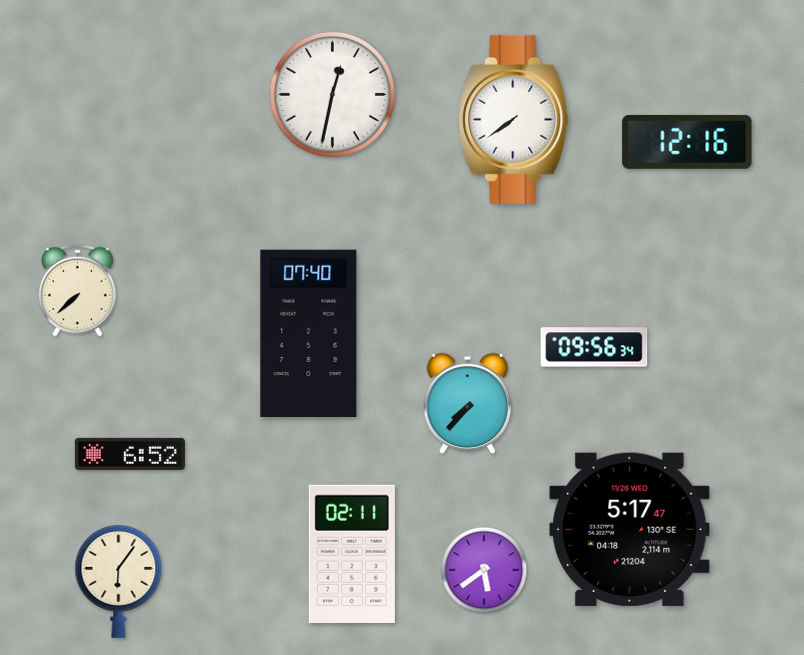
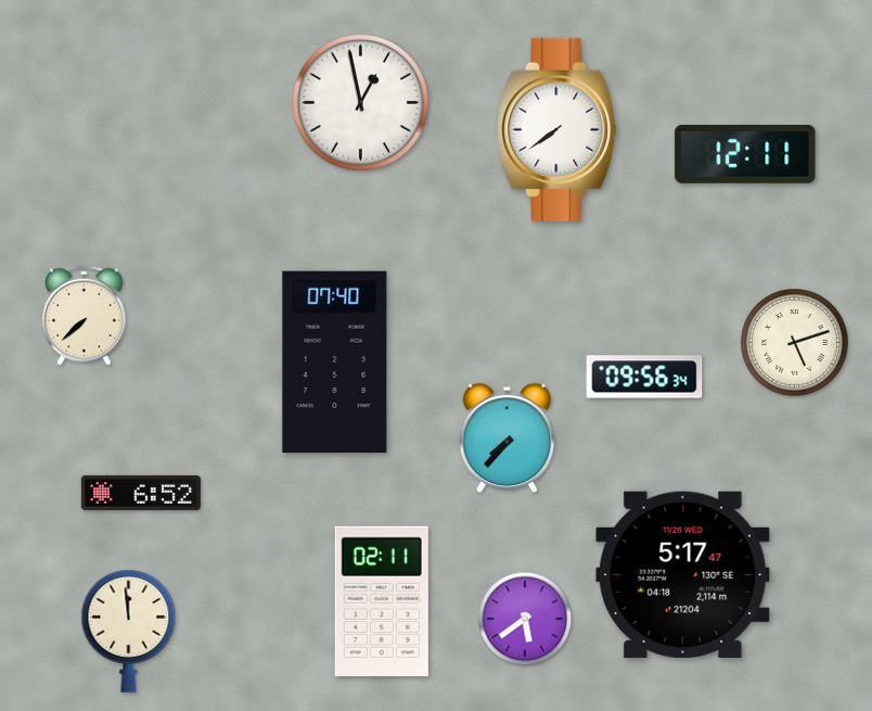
clock at (332, 94): 12:32 -> 12:58
clock at (687, 142): 12:16 -> 12:11
clock at (795, 343): none -> 5:12
clock at (119, 582): 6:06 -> 11:59
